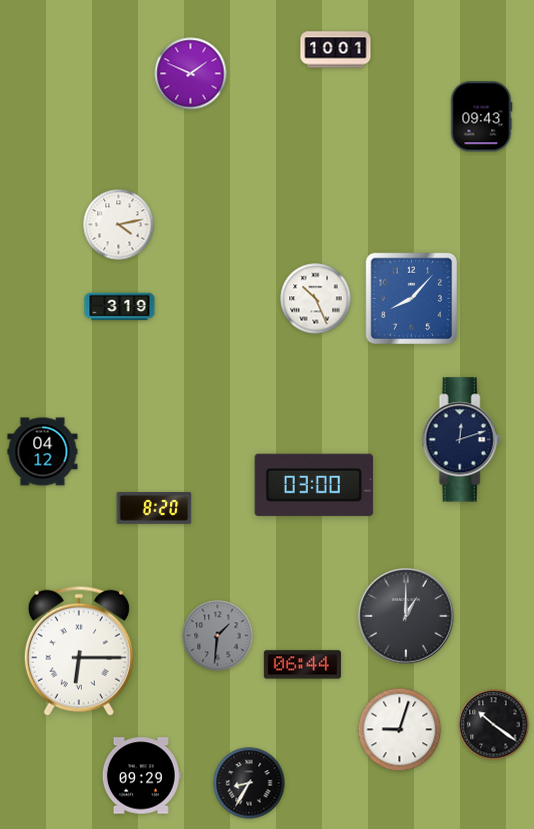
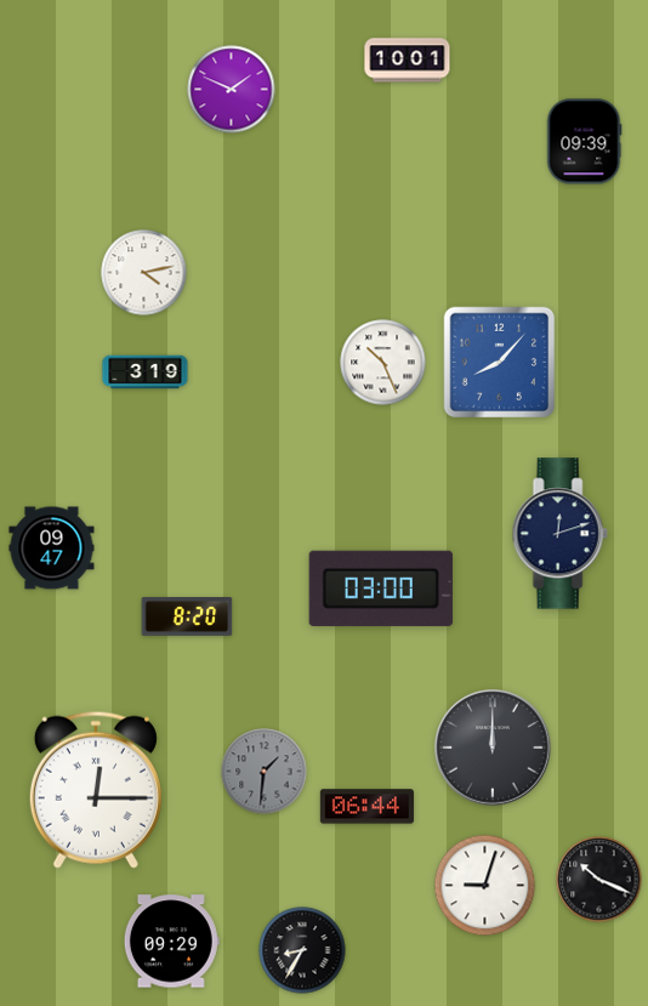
clock at (481, 117): 09:43 -> 09:39
clock at (43, 452): 04:12 -> 09:47
clock at (406, 616): 1:00 -> 12:00
clock at (79, 651): 6:15 -> 12:15
clock at (494, 725): 10:21 -> 10:19
